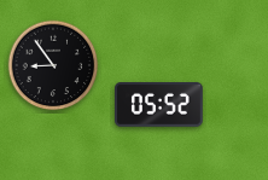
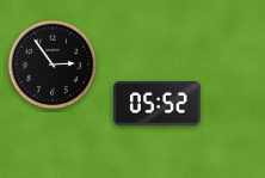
clock at (53, 65): 8:54 -> 2:54
